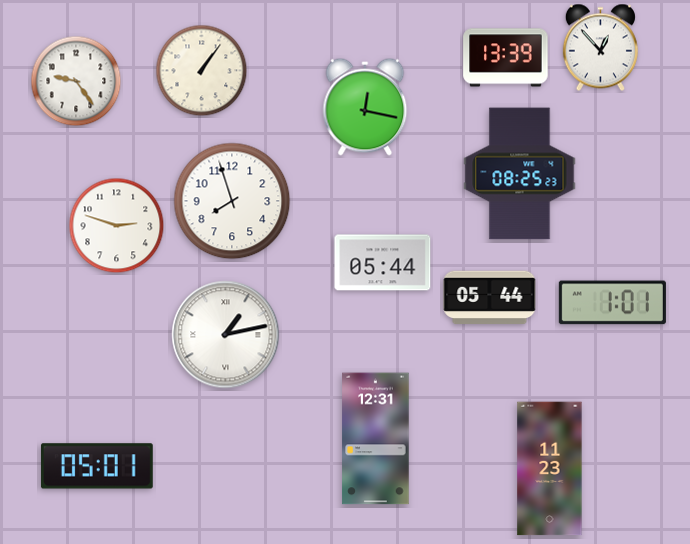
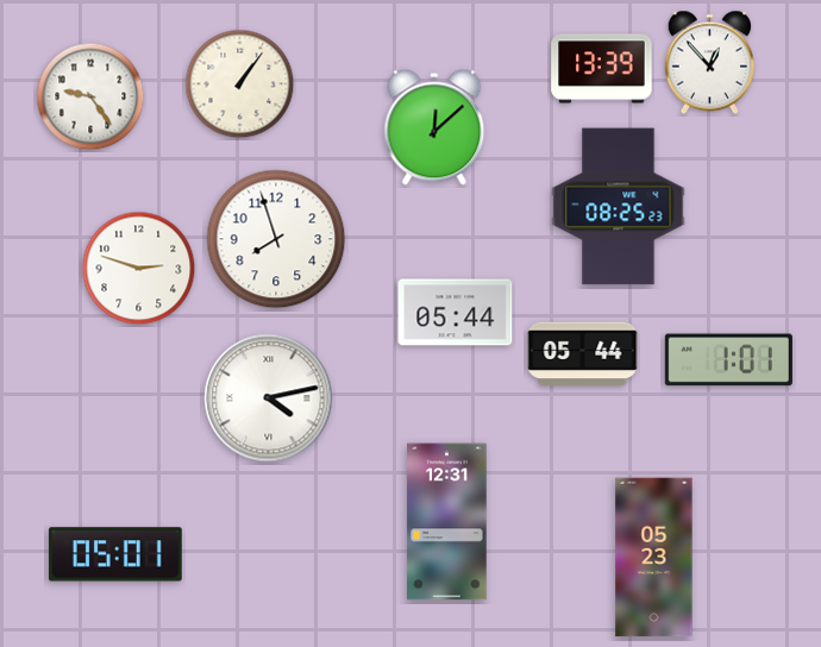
clock at (600, 48) position: (600, 48) -> (709, 63)
clock at (365, 107): 12:17 -> 12:08
clock at (226, 335): 1:13 -> 4:13
clock at (550, 469): 11:23 -> 05:23
